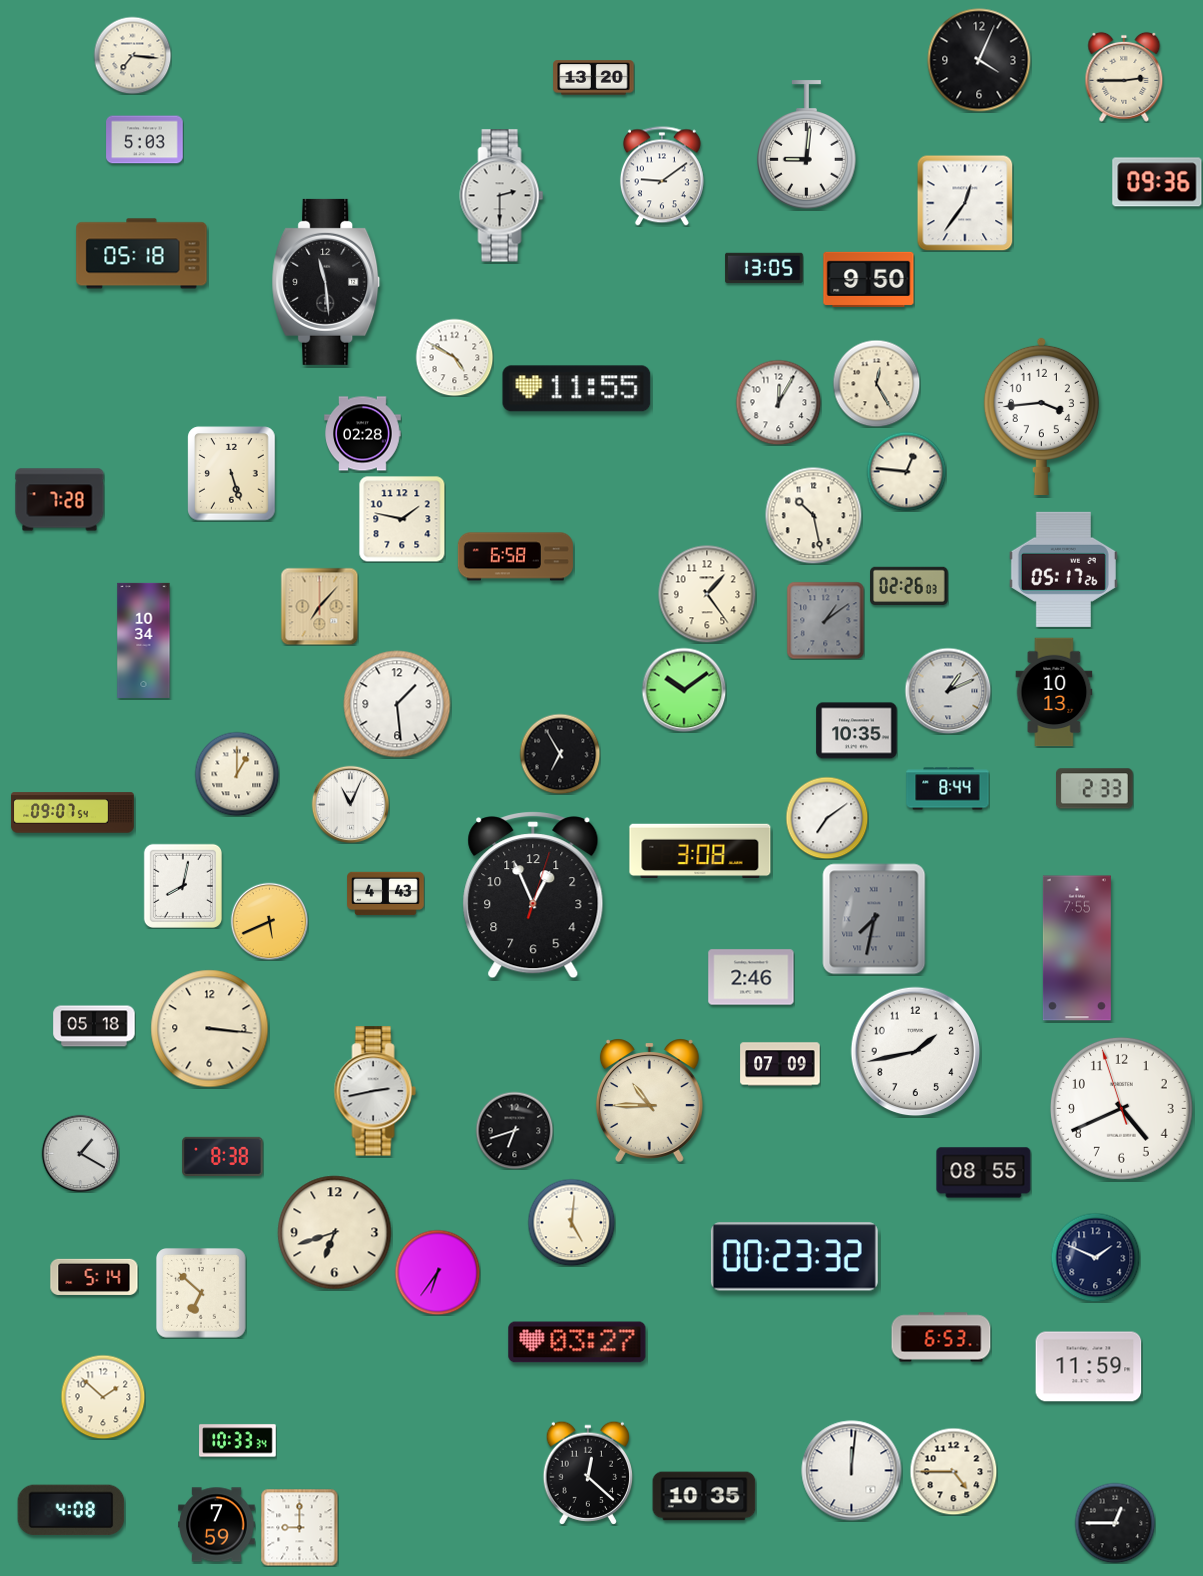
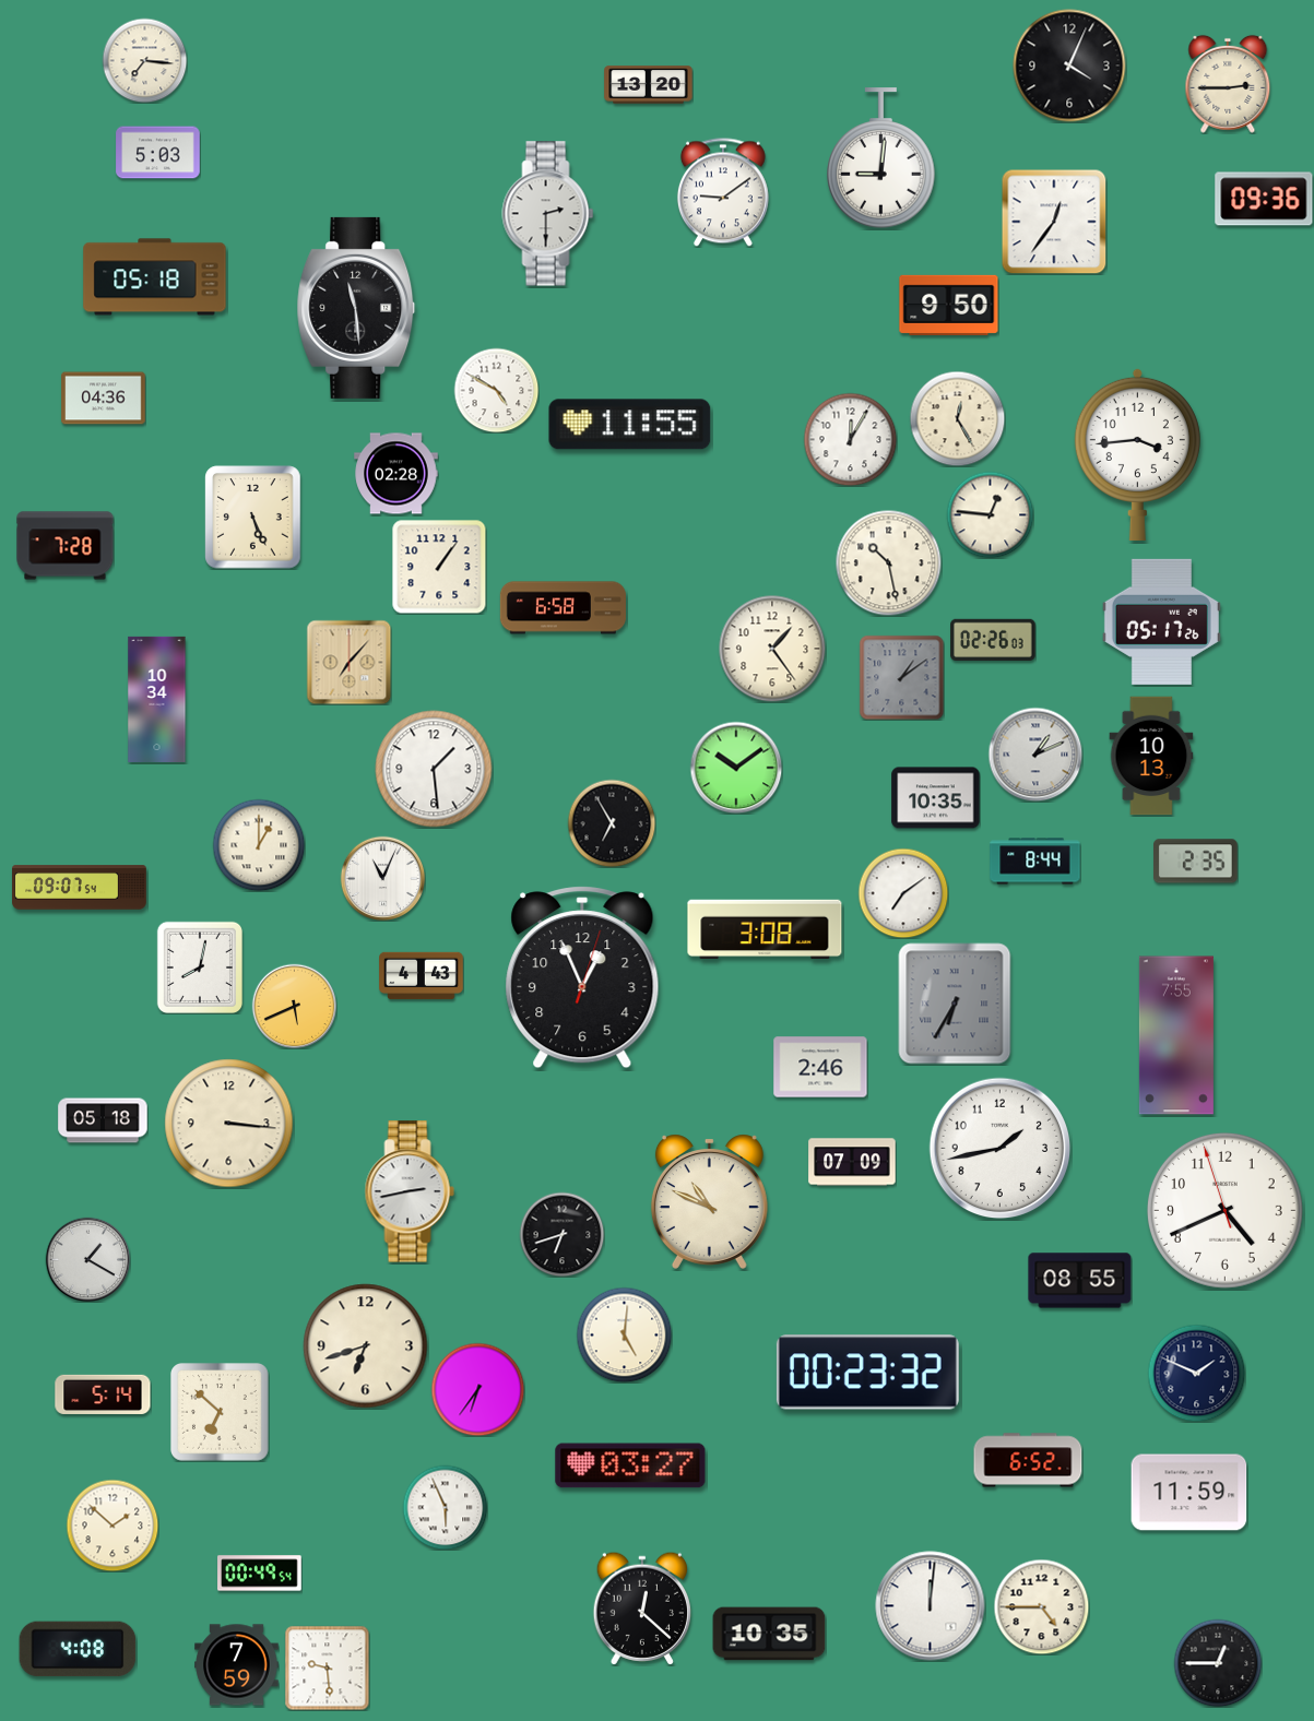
clock at (764, 268): 13:05 -> none
clock at (104, 399): none -> 04:36
clock at (232, 474): 5:27 -> 5:26
clock at (402, 519): 1:47 -> 1:06
clock at (684, 690) position: (684, 690) -> (736, 768)
clock at (1095, 789): 2:33 -> 2:35
clock at (874, 919): 7:32 -> 6:35
clock at (649, 1100): 10:45 -> 10:49
clock at (223, 1156): 8:38 -> none
clock at (984, 1173) position: (984, 1173) -> (1080, 1281)
clock at (941, 1337): 6:53 -> 6:52
clock at (445, 1507): none -> 5:56
clock at (238, 1441): 10:33 -> 00:49
clock at (299, 1527): 9:00 -> 9:29
